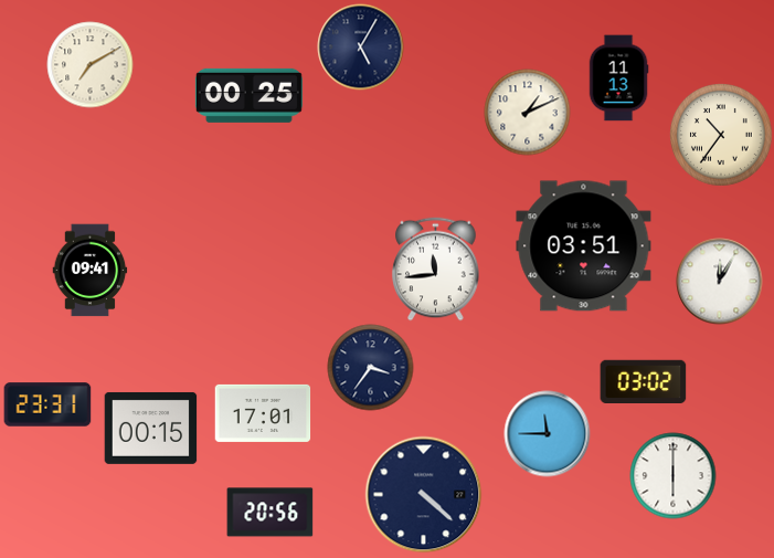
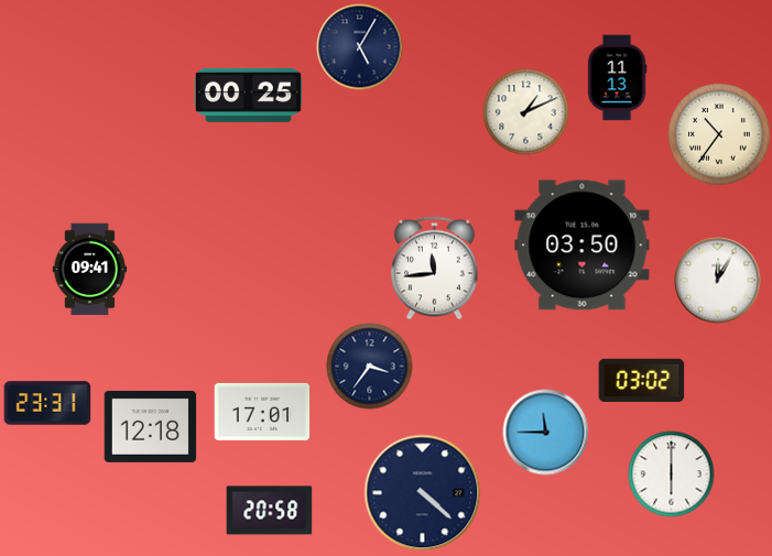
clock at (89, 64): 7:10 -> none
clock at (584, 246): 03:51 -> 03:50
clock at (150, 428): 00:15 -> 12:18
clock at (269, 513): 20:56 -> 20:58
